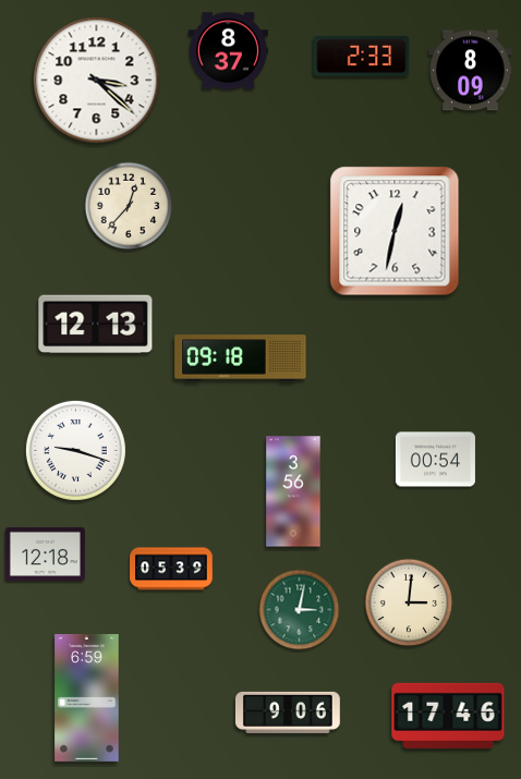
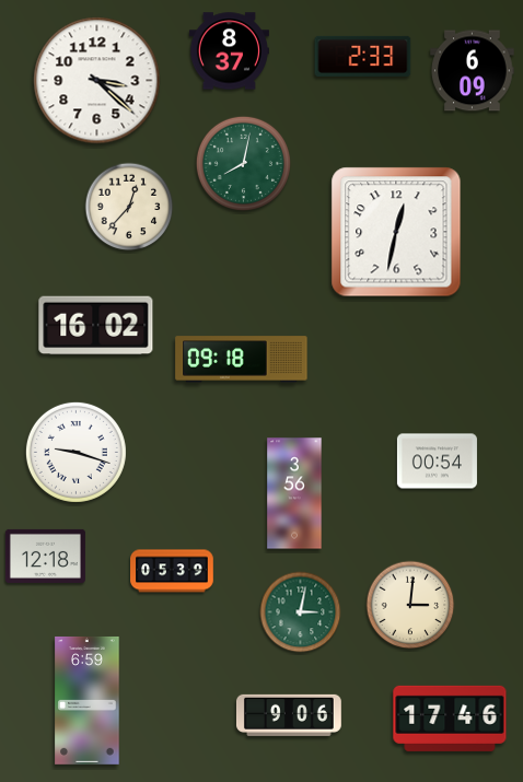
clock at (471, 71): 8:09 -> 6:09
clock at (243, 163): none -> 8:02
clock at (96, 325): 12:13 -> 16:02
